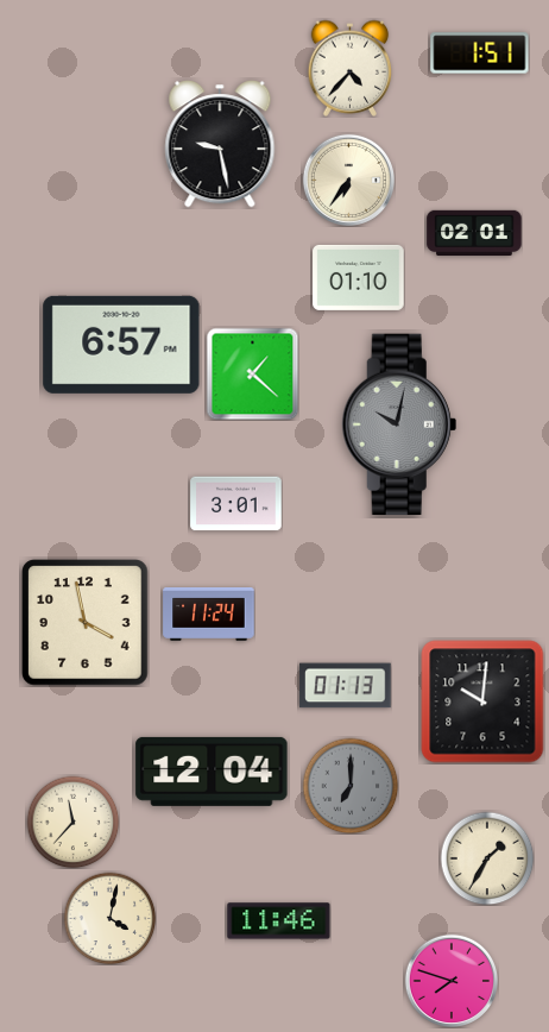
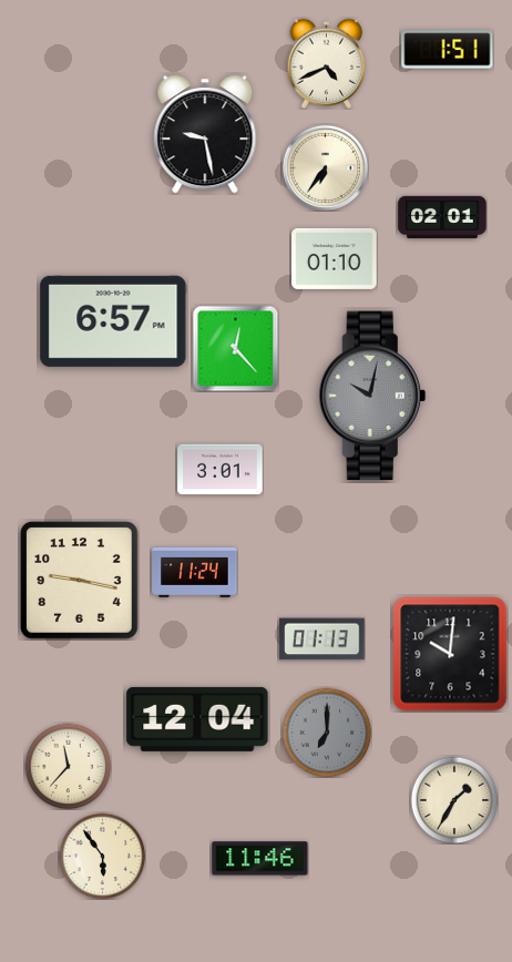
clock at (351, 68): 4:37 -> 4:41
clock at (252, 373): 1:22 -> 12:23
clock at (86, 623): 3:58 -> 9:17
clock at (109, 918): 4:02 -> 5:54
clock at (450, 980): 7:48 -> none
